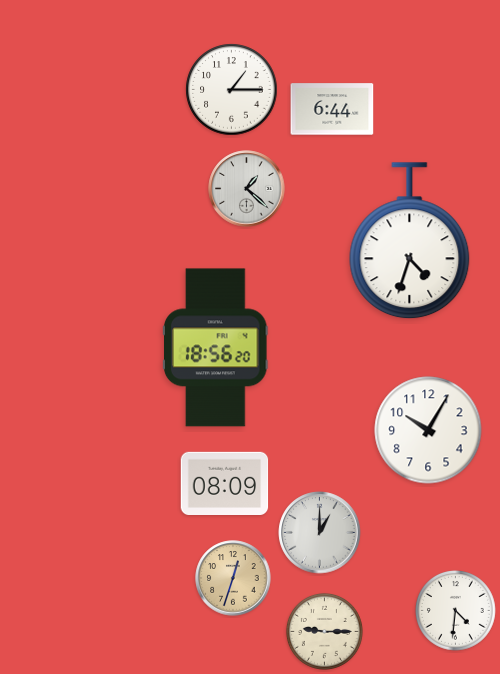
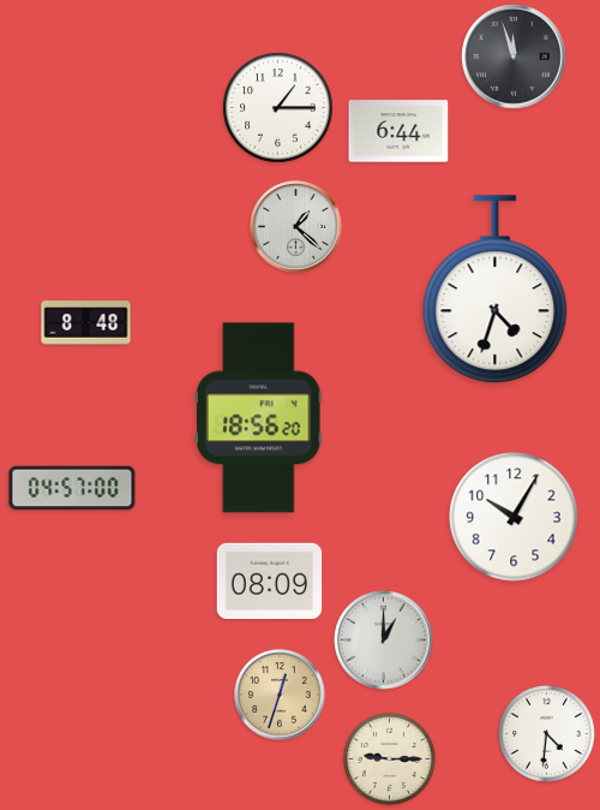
clock at (514, 56): none -> 11:57
clock at (410, 241) position: (410, 241) -> (496, 290)
clock at (86, 323): none -> 8:48
clock at (72, 488): none -> 04:57
